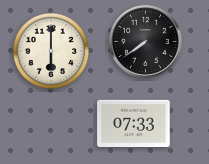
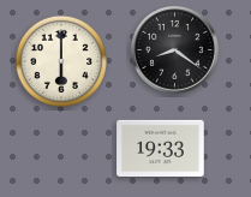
clock at (145, 41): 7:39 -> 8:21
clock at (134, 123): 07:33 -> 19:33
